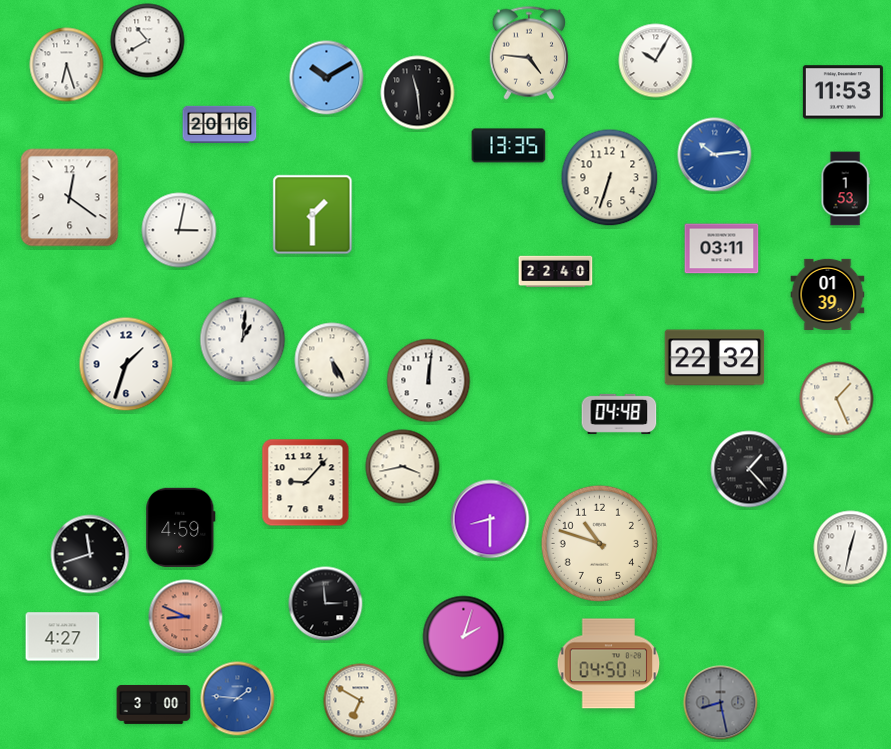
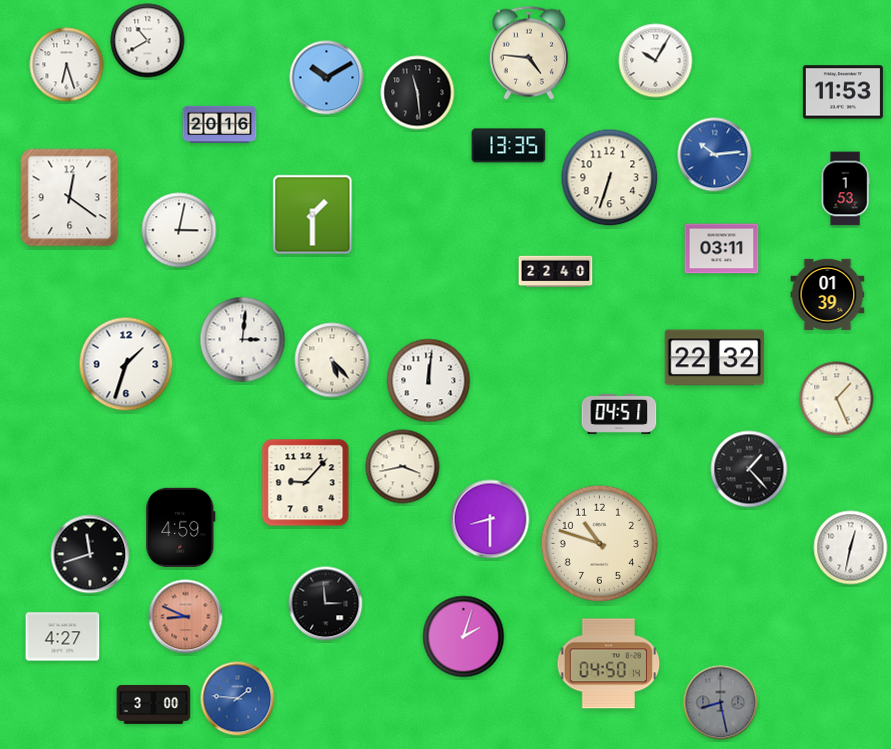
clock at (243, 340): 1:01 -> 3:01
clock at (332, 360): 5:25 -> 5:23
clock at (619, 414): 04:48 -> 04:51
clock at (361, 701): 6:50 -> none
